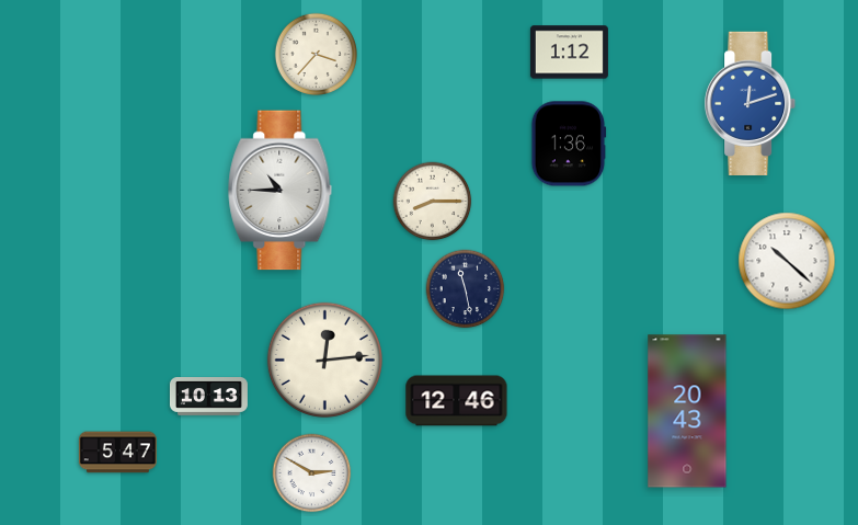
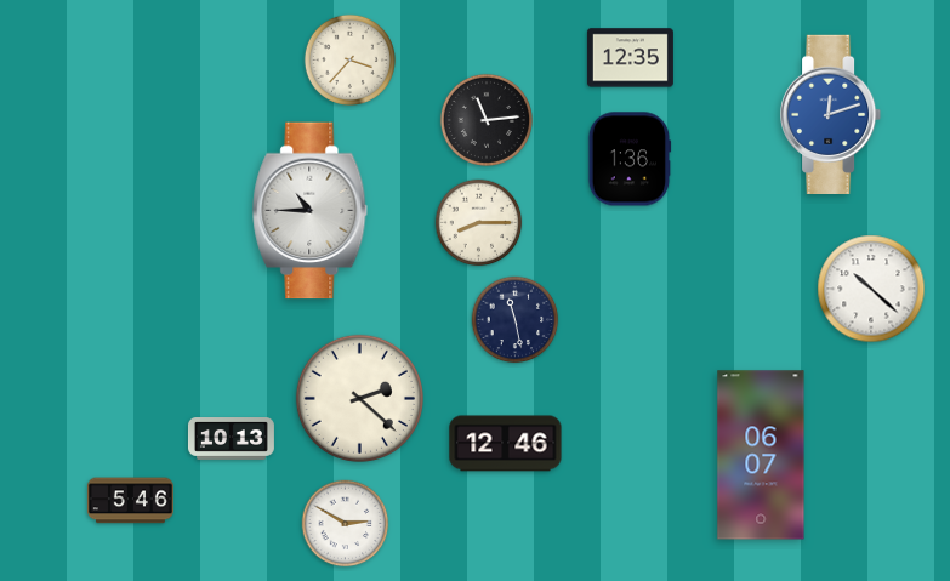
clock at (569, 53): 1:12 -> 12:35
clock at (487, 120): none -> 11:14
clock at (324, 359): 12:14 -> 2:22
clock at (687, 411): 20:43 -> 06:07
clock at (117, 453): 5:47 -> 5:46
